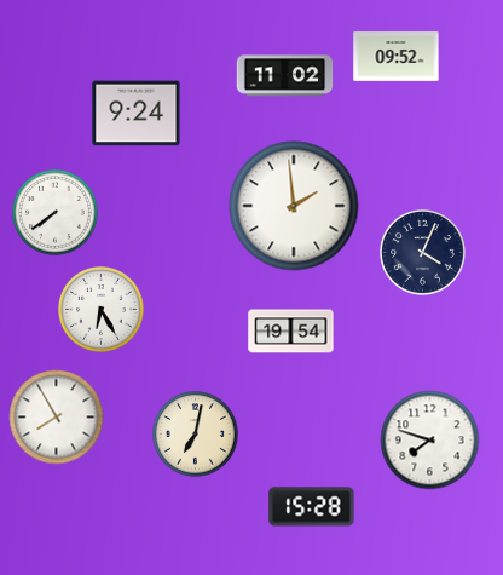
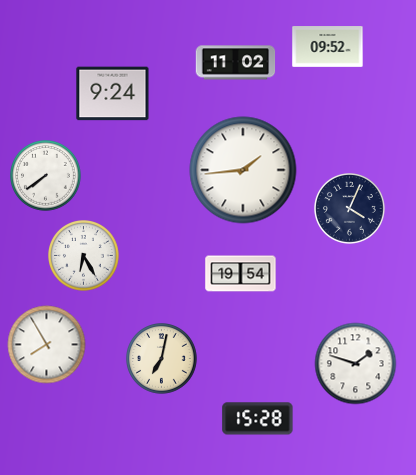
clock at (294, 206): 1:59 -> 1:44
clock at (430, 441): 7:48 -> 1:48
